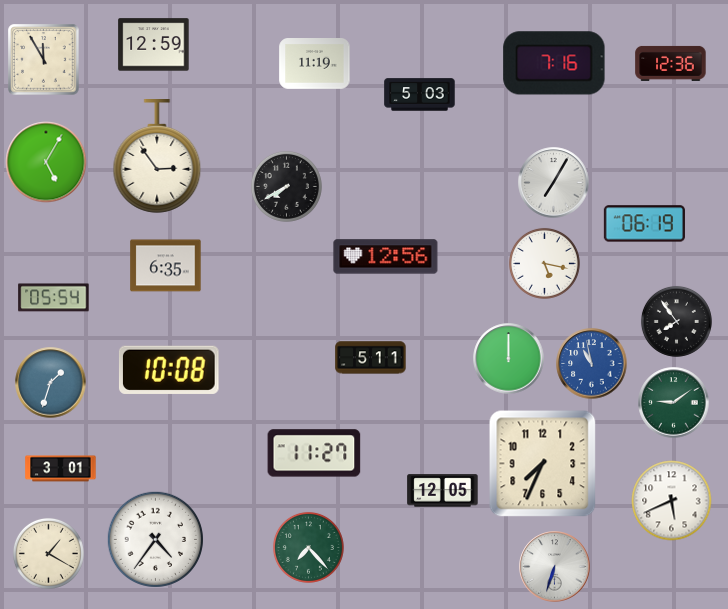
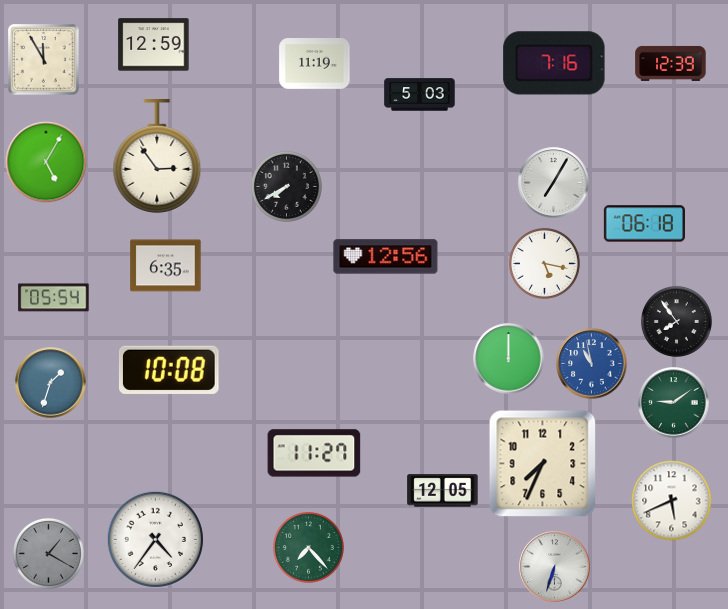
clock at (671, 63): 12:36 -> 12:39
clock at (644, 224): 06:19 -> 06:18
clock at (371, 358): 5:11 -> none
clock at (61, 469): 3:01 -> none
clock at (48, 553) dial: cream -> grey
